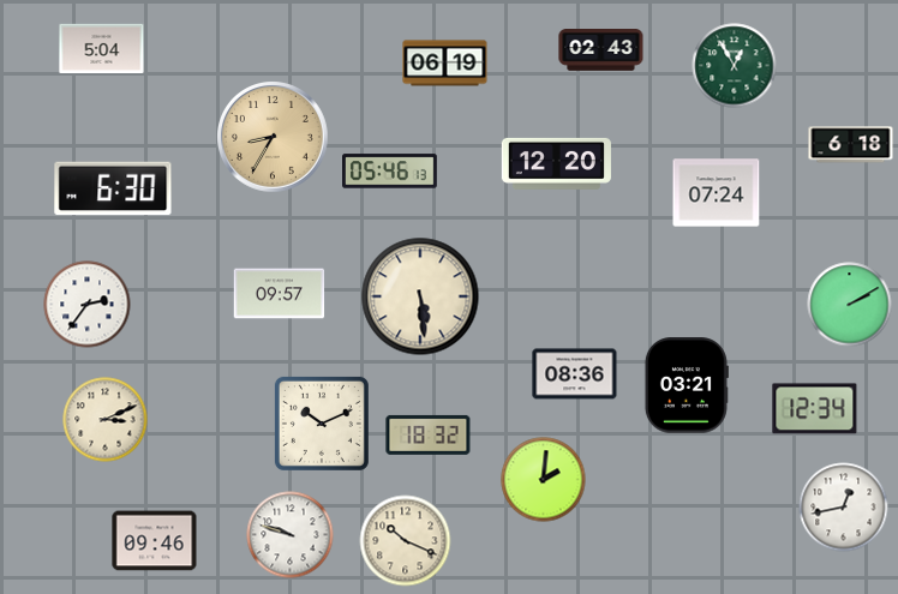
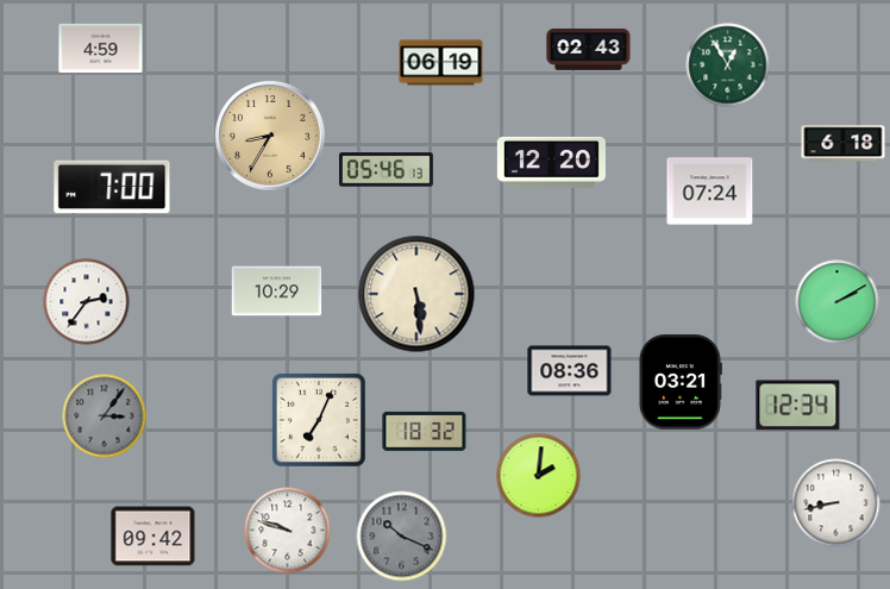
clock at (102, 48): 5:04 -> 4:59
clock at (601, 50) position: (601, 50) -> (589, 50)
clock at (113, 188): 6:30 -> 7:00
clock at (280, 294): 09:57 -> 10:29
clock at (850, 305) position: (850, 305) -> (838, 302)
clock at (815, 409) position: (815, 409) -> (798, 406)
clock at (106, 420): 3:11 -> 3:06
clock at (106, 420) dial: cream -> grey
clock at (322, 424): 10:11 -> 7:04
clock at (844, 508): 12:43 -> 8:43
clock at (155, 541): 09:46 -> 09:42
clock at (406, 541) dial: cream -> grey
